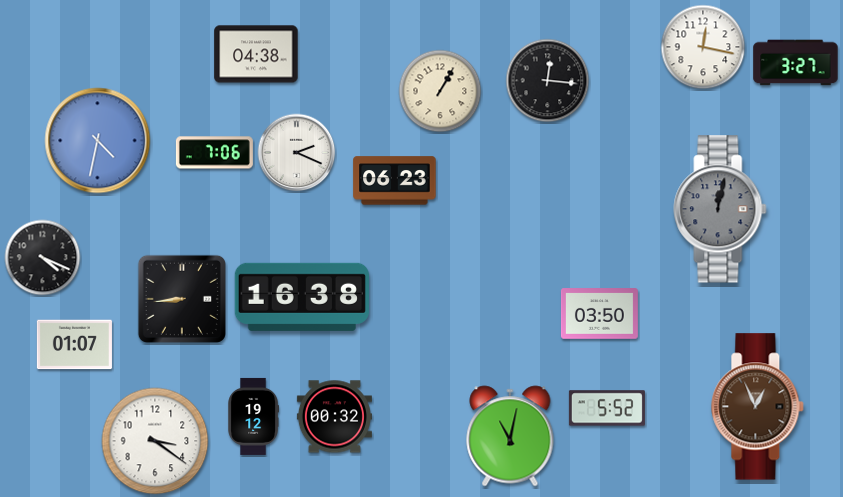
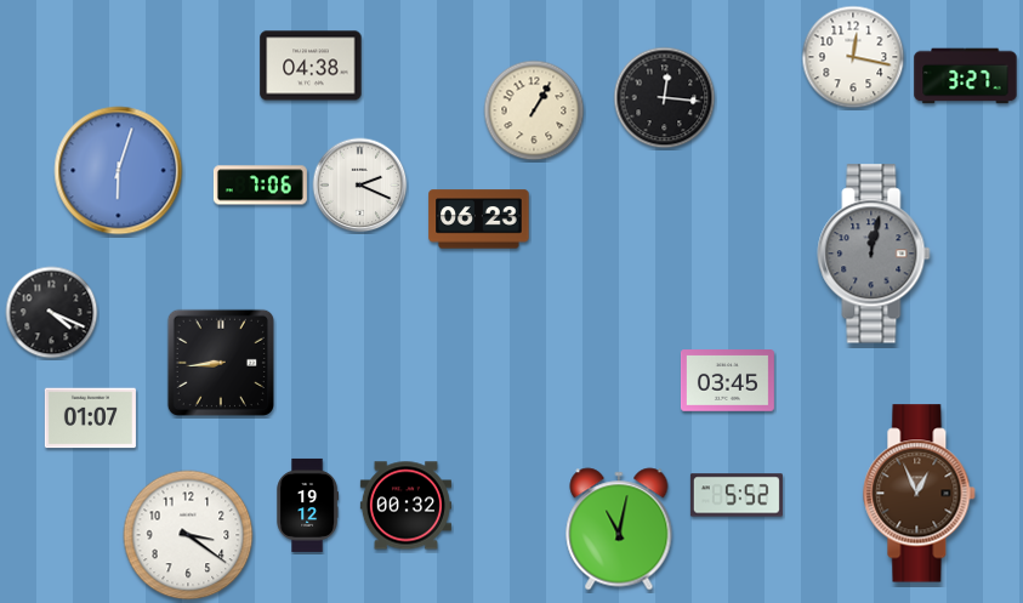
clock at (98, 141): 4:32 -> 6:03
clock at (302, 297): 16:38 -> none
clock at (599, 314): 03:50 -> 03:45
